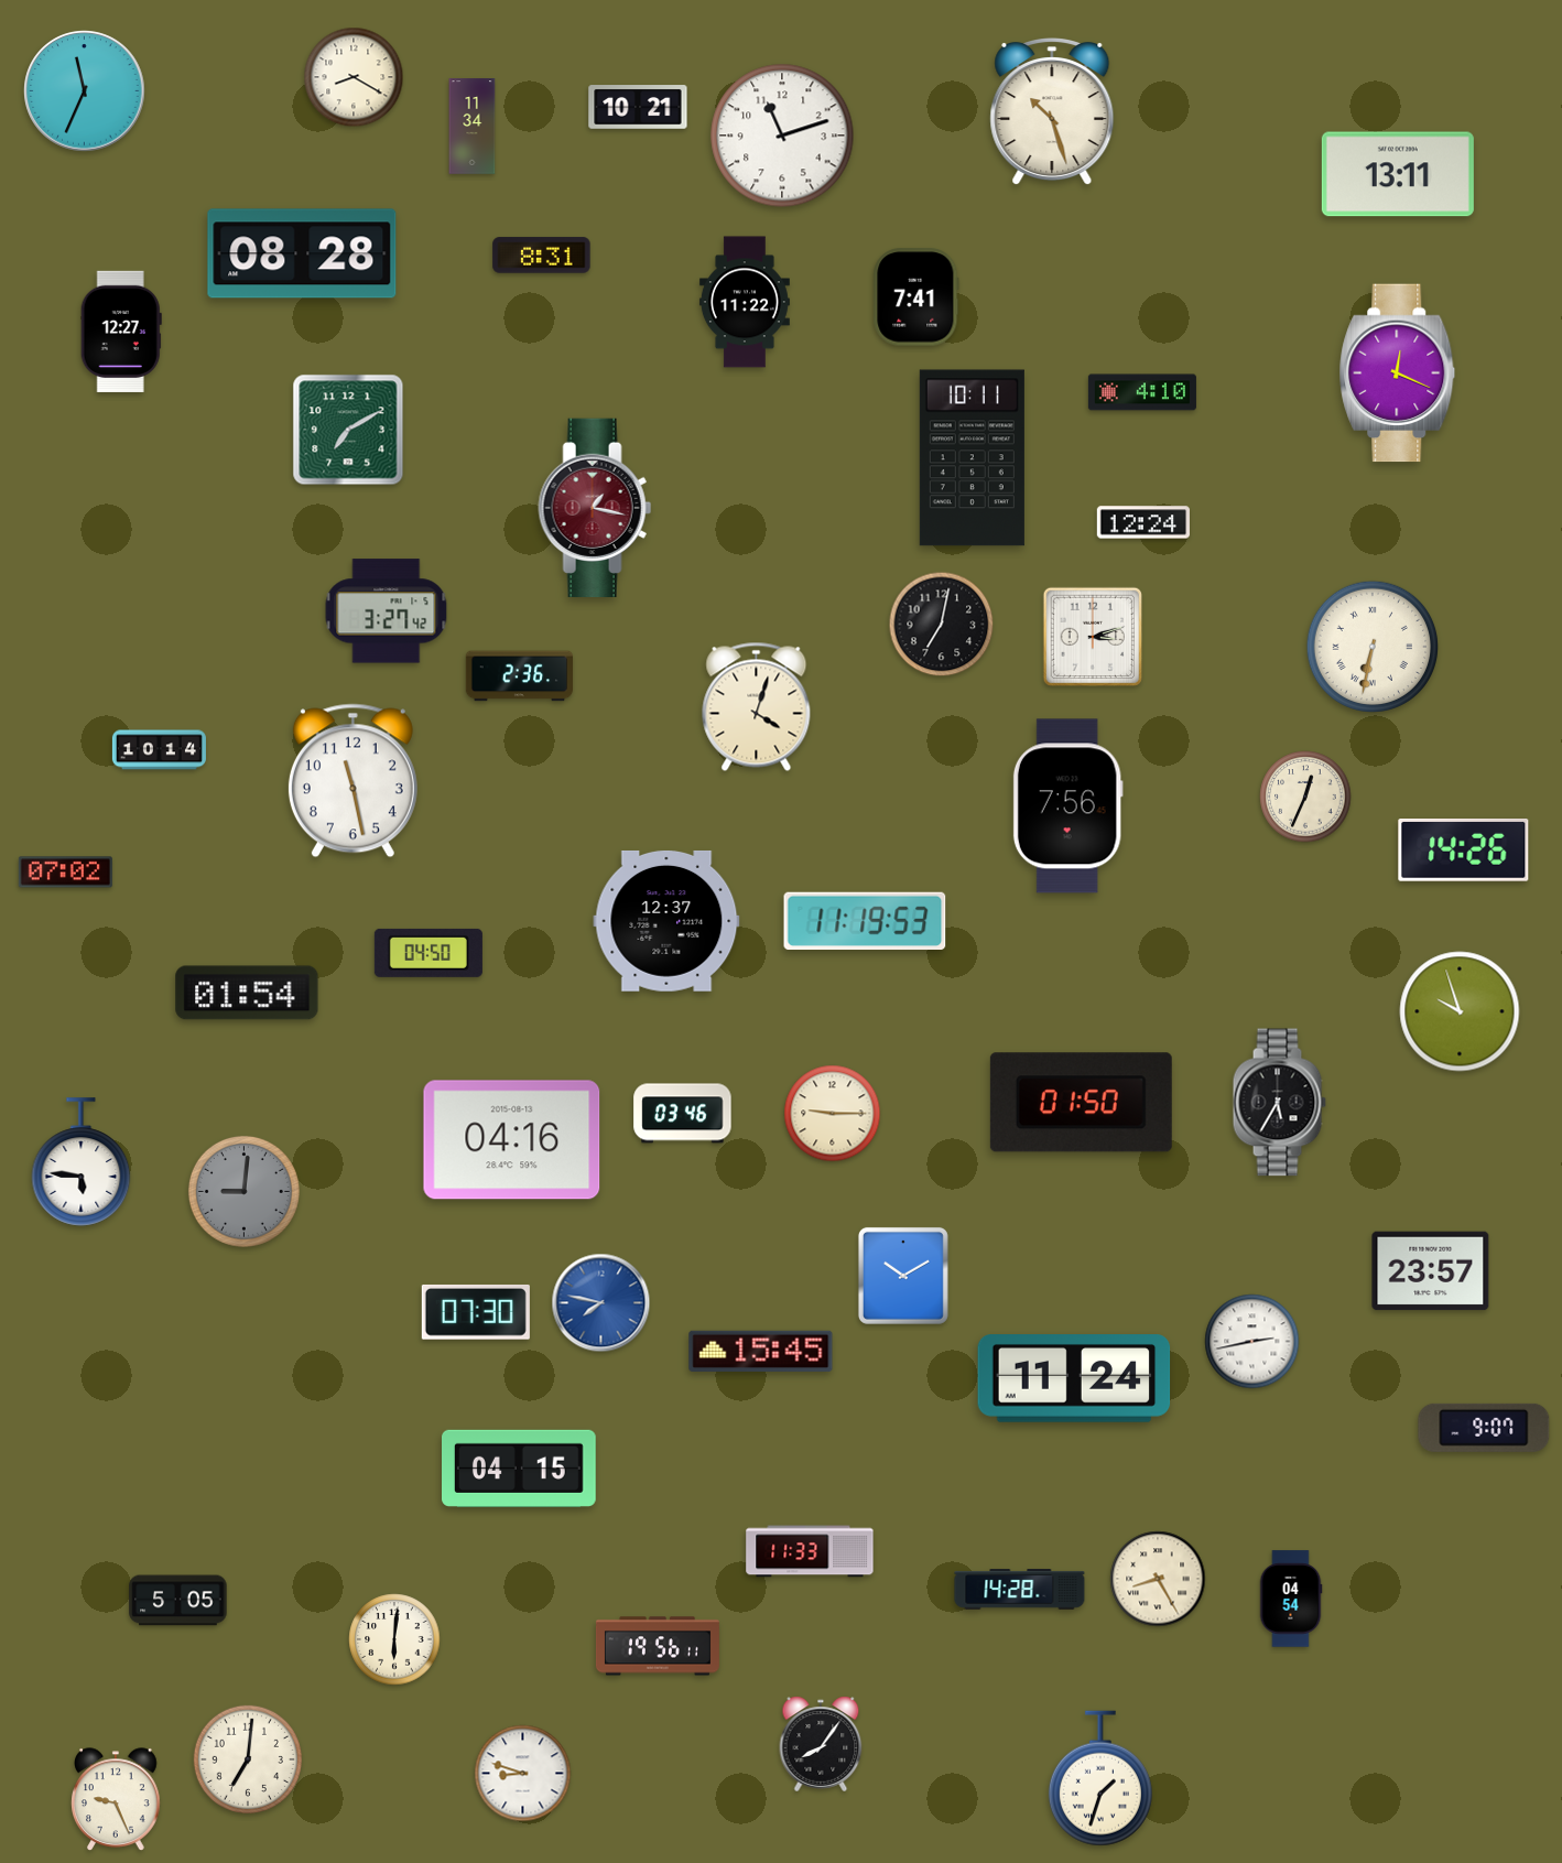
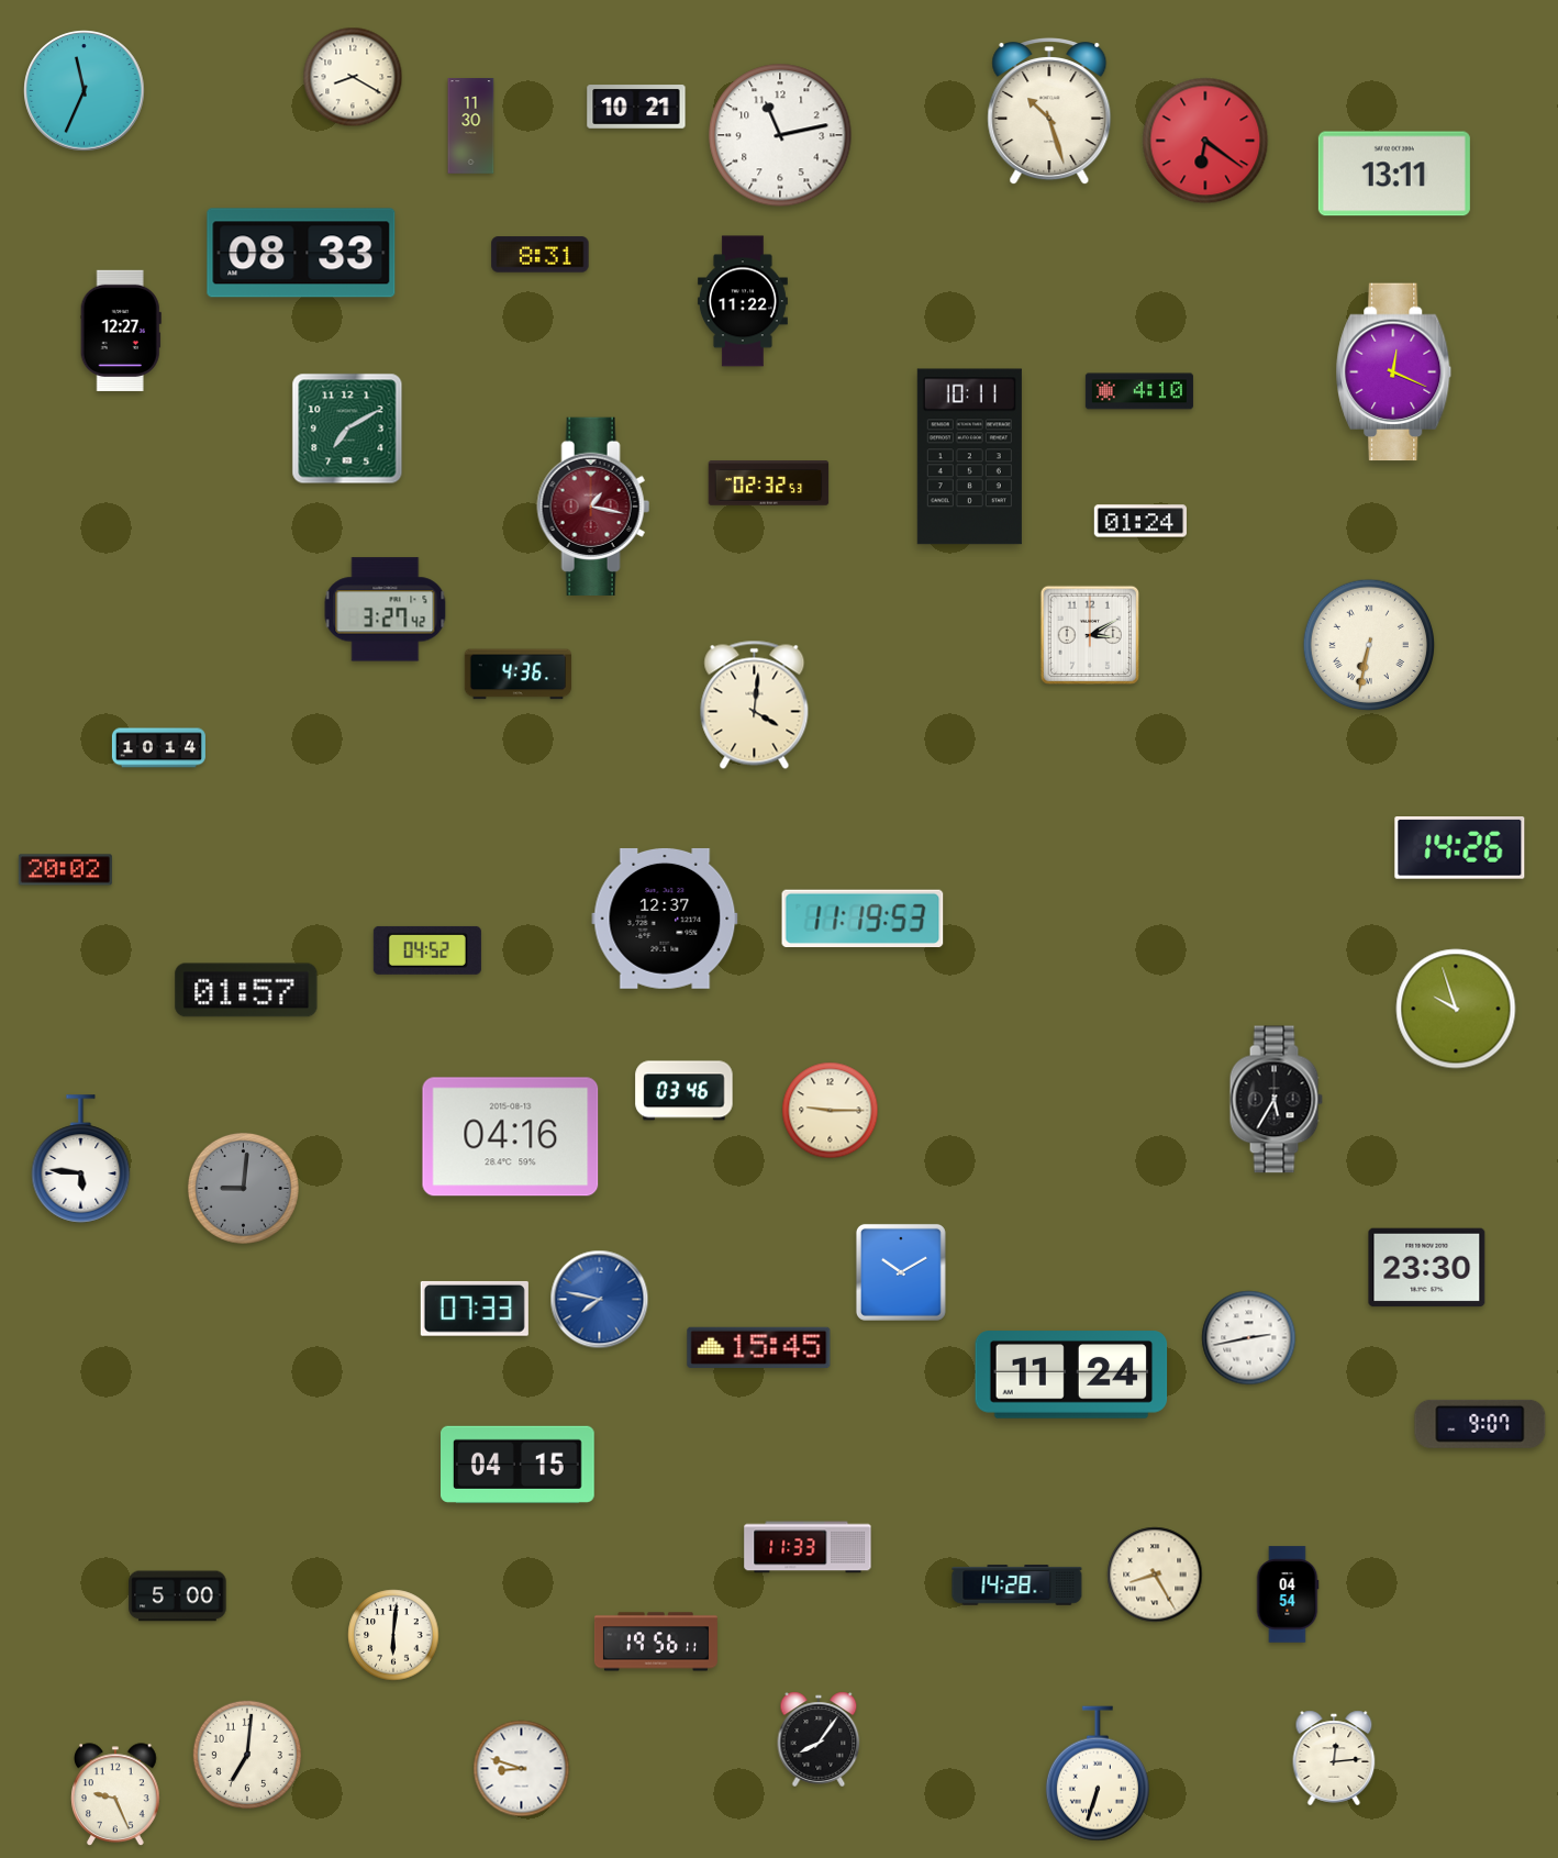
clock at (473, 127): 11:34 -> 11:30
clock at (782, 136): 11:12 -> 11:13
clock at (1205, 141): none -> 6:21
clock at (302, 253): 08:28 -> 08:33
clock at (916, 297): 7:41 -> none
clock at (769, 483): none -> 02:32
clock at (1142, 522): 12:24 -> 01:24
clock at (942, 625): 7:02 -> none
clock at (1093, 637): 3:12 -> 3:10
clock at (519, 676): 2:36 -> 4:36
clock at (757, 706): 4:03 -> 4:01
clock at (352, 781): 11:28 -> none
clock at (1305, 797): 12:34 -> none
clock at (1067, 806): 7:56 -> none
clock at (65, 873): 07:02 -> 20:02
clock at (429, 953): 04:50 -> 04:52
clock at (247, 993): 01:54 -> 01:57
clock at (1081, 1103): 01:50 -> none
clock at (683, 1114) position: (683, 1114) -> (685, 1091)
clock at (1431, 1271): 23:57 -> 23:30
clock at (476, 1312): 07:30 -> 07:33
clock at (178, 1601): 5:05 -> 5:00
clock at (1334, 1758): none -> 12:14
clock at (1100, 1778): 1:33 -> 6:33
